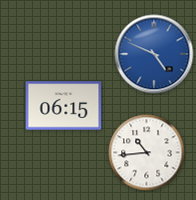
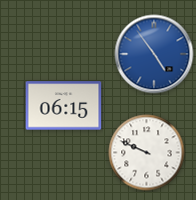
clock at (154, 54): 4:49 -> 4:54
clock at (147, 153): 10:44 -> 9:49
